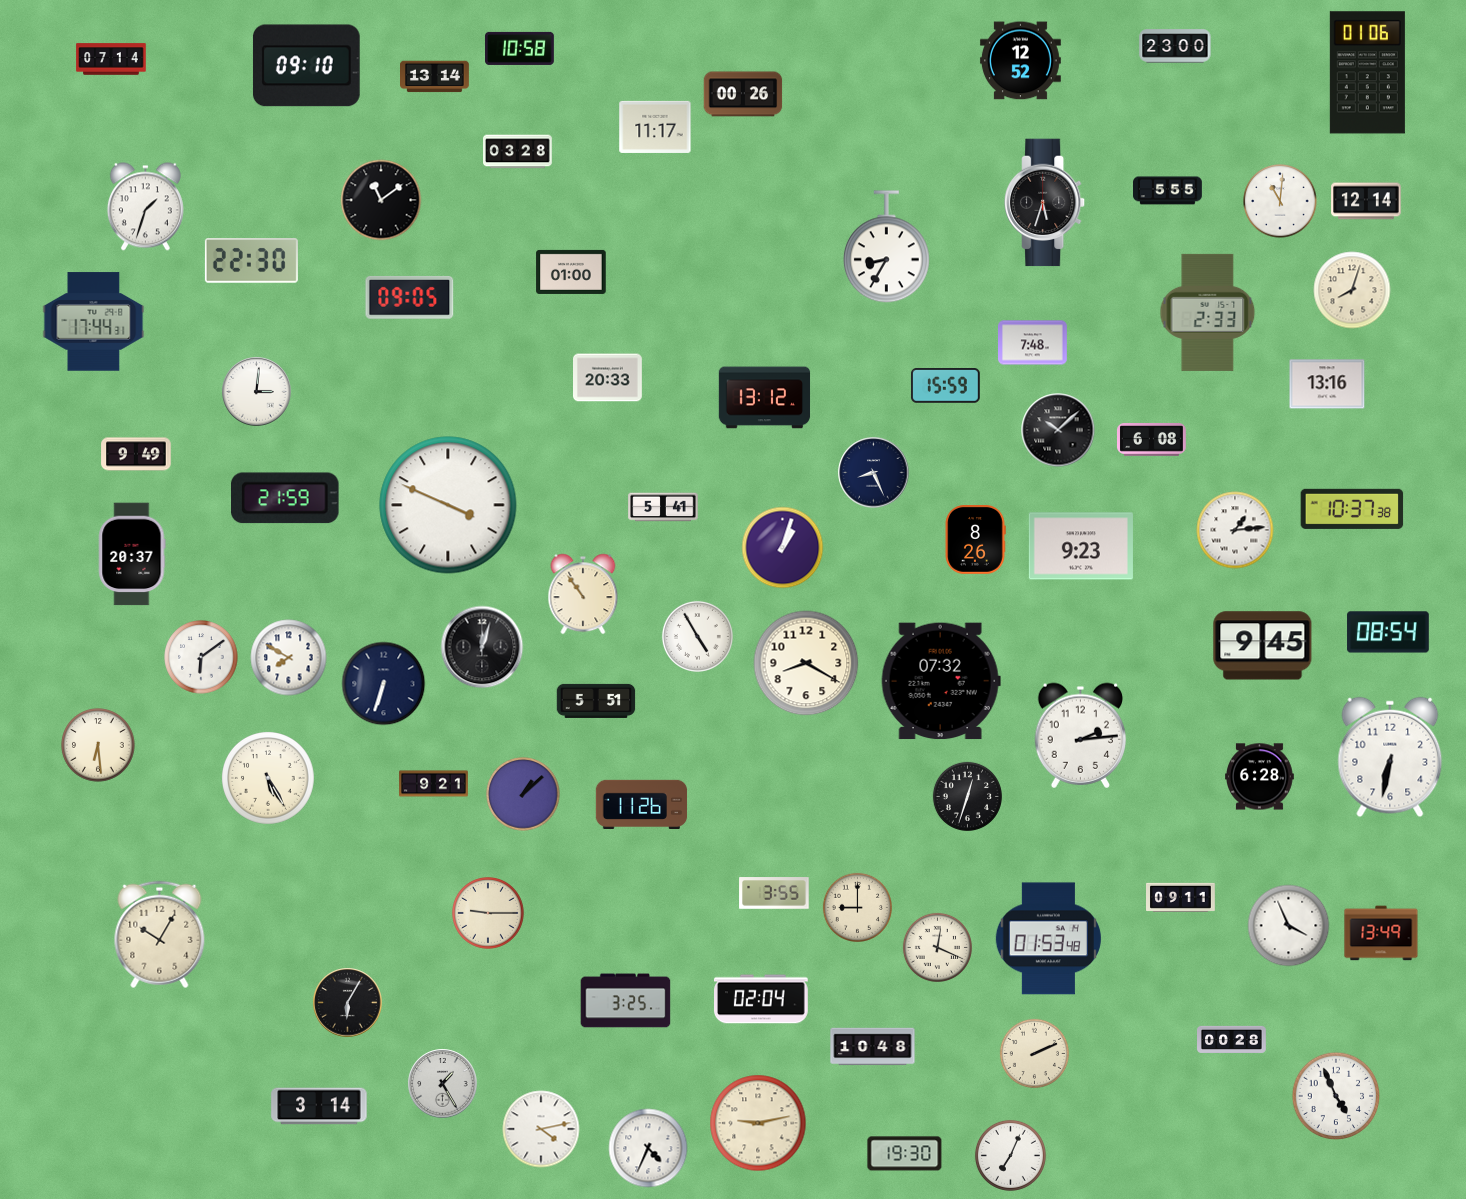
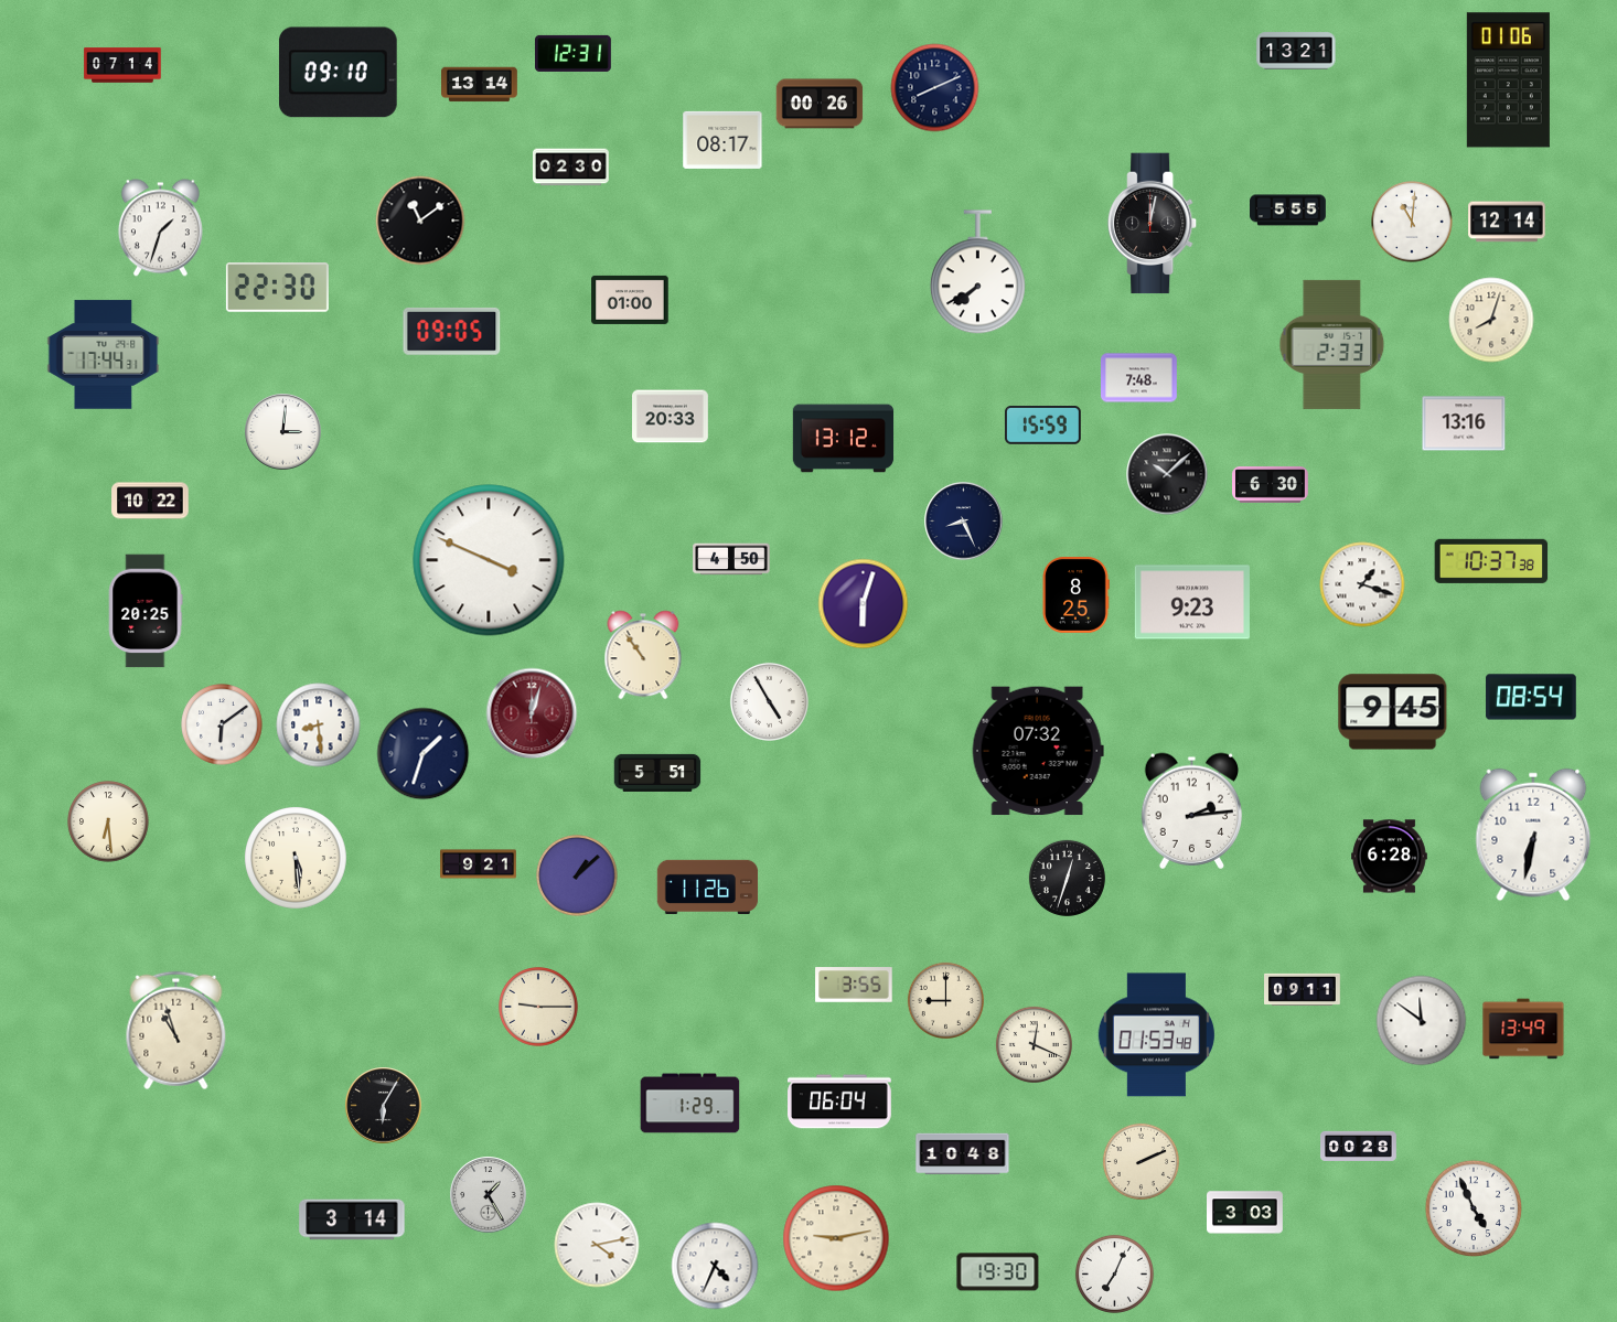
clock at (1175, 46): 23:00 -> 13:21
clock at (520, 48): 10:58 -> 12:31
clock at (1020, 61): 12:52 -> none
clock at (935, 88): none -> 8:11
clock at (655, 127): 11:17 -> 08:17
clock at (518, 152): 03:28 -> 02:30
clock at (1045, 203): 5:33 -> 12:02
clock at (886, 247): 8:35 -> 7:39
clock at (410, 297) position: (410, 297) -> (452, 331)
clock at (1152, 440): 6:08 -> 6:30
clock at (136, 454): 9:49 -> 10:22
clock at (286, 498): 21:59 -> none
clock at (448, 505) position: (448, 505) -> (489, 560)
clock at (663, 507): 5:41 -> 4:50
clock at (1235, 530): 1:14 -> 1:18
clock at (975, 540): 8:26 -> 8:25
clock at (783, 548): 1:03 -> 6:03
clock at (132, 554): 20:37 -> 20:25
clock at (482, 647) dial: black -> burgundy
clock at (289, 658): 7:50 -> 8:29
clock at (806, 663): 8:20 -> none
clock at (384, 684): 6:33 -> 1:33
clock at (269, 779): 5:25 -> 5:29
clock at (1289, 926): 3:56 -> 11:51
clock at (160, 935): 10:05 -> 10:57
clock at (762, 999): 02:04 -> 06:04
clock at (626, 1001): 3:25 -> 1:29
clock at (1245, 1213): none -> 3:03
